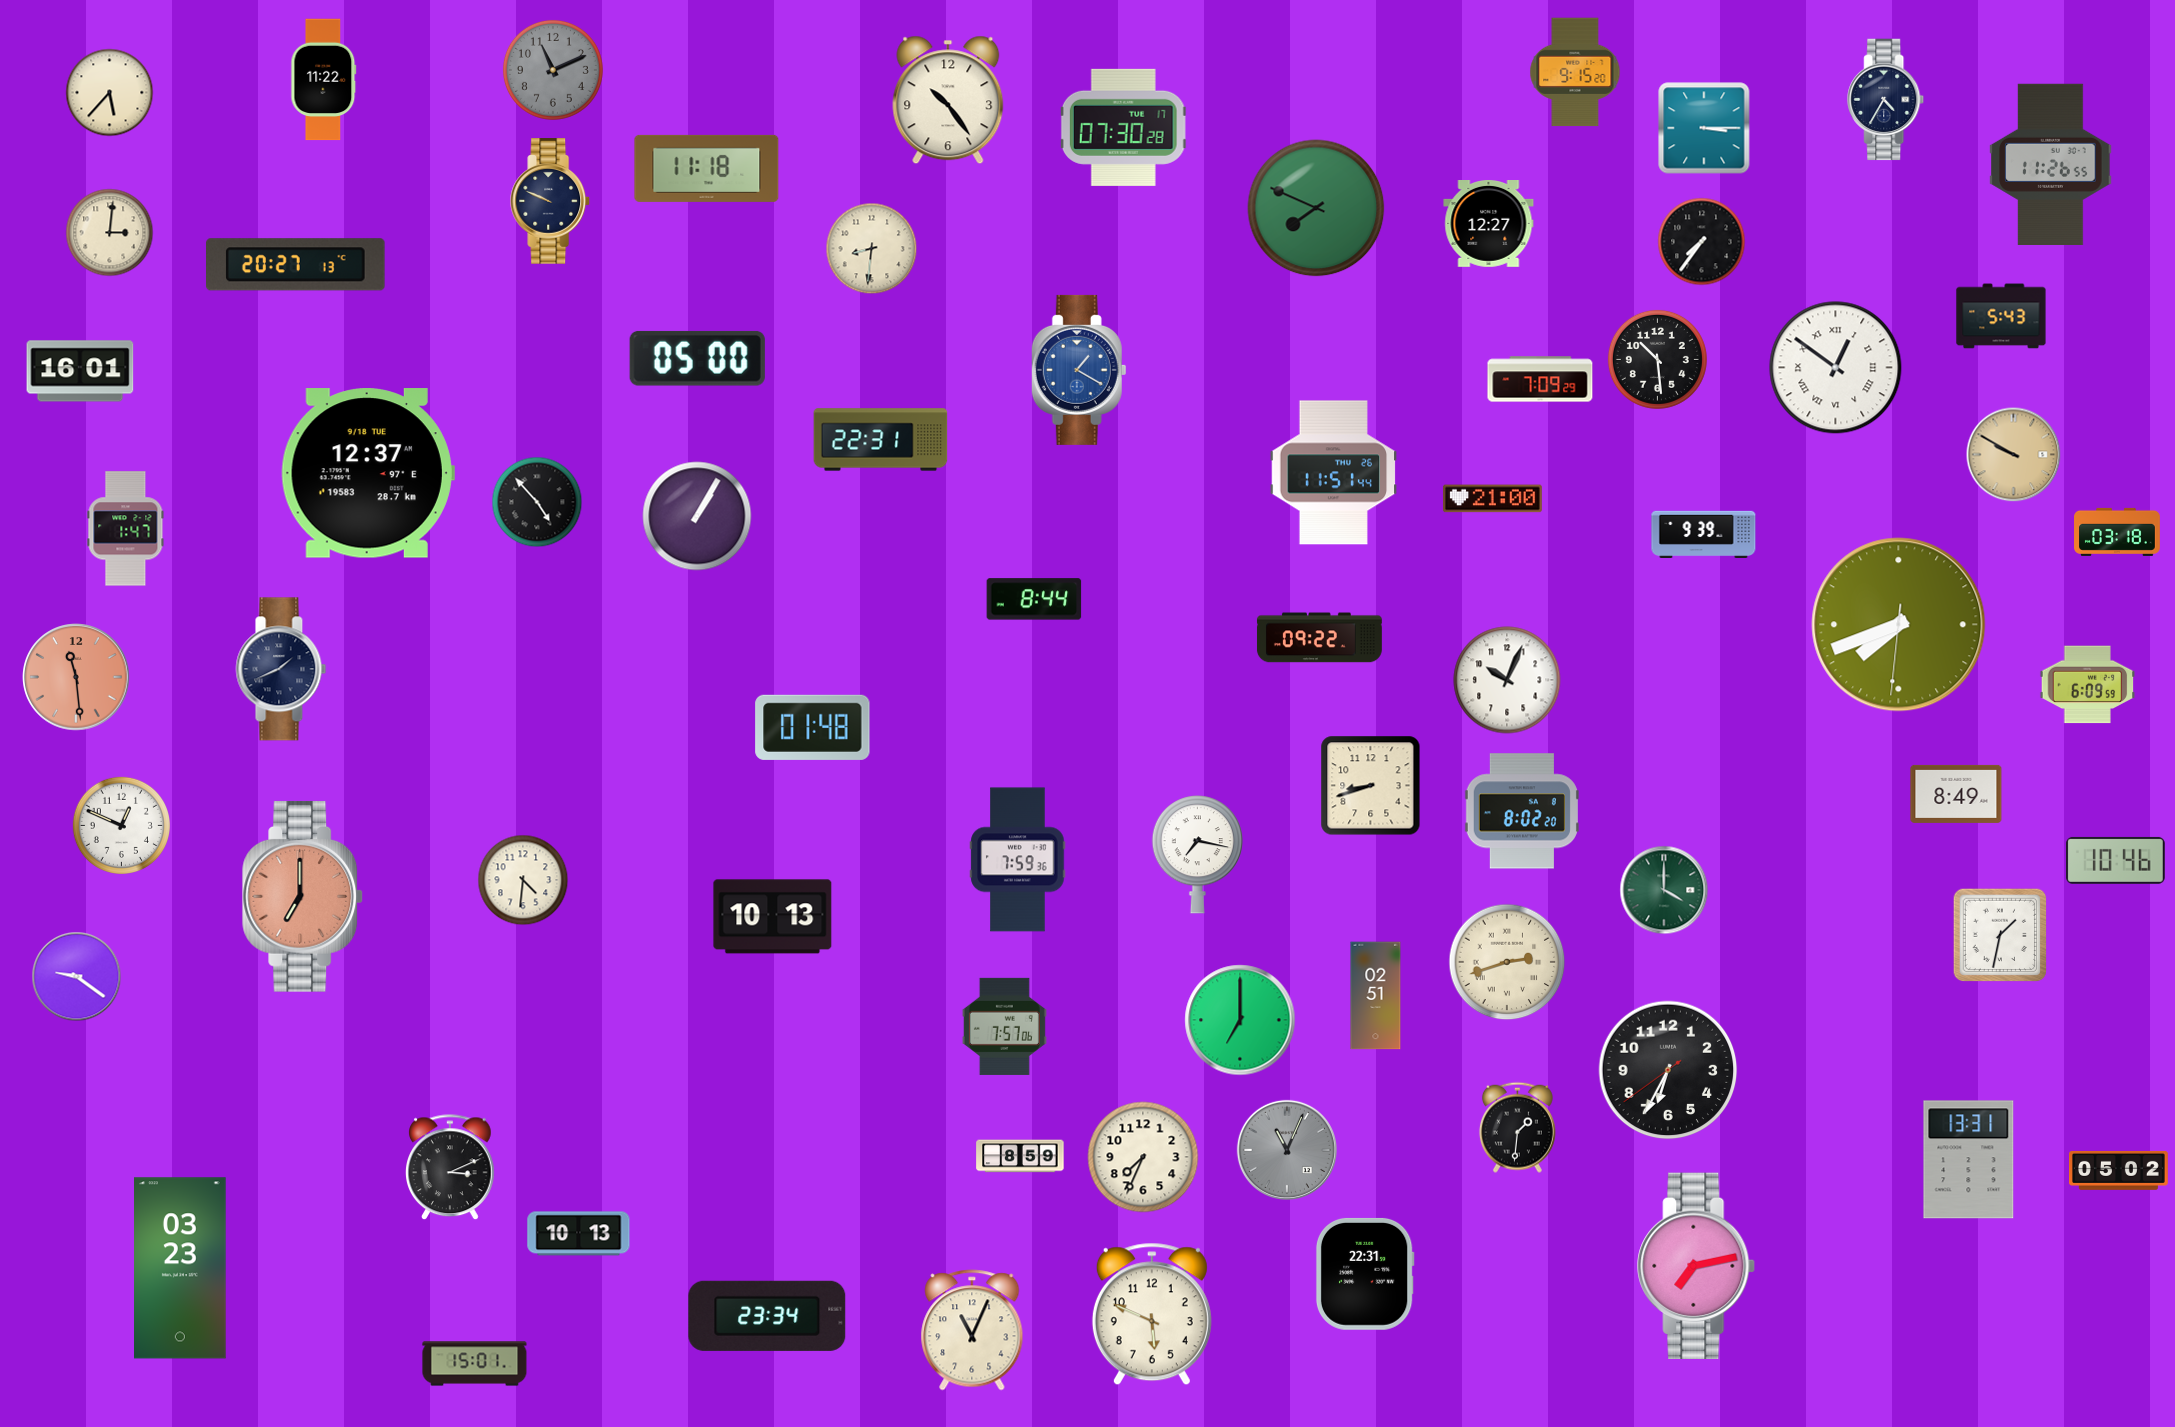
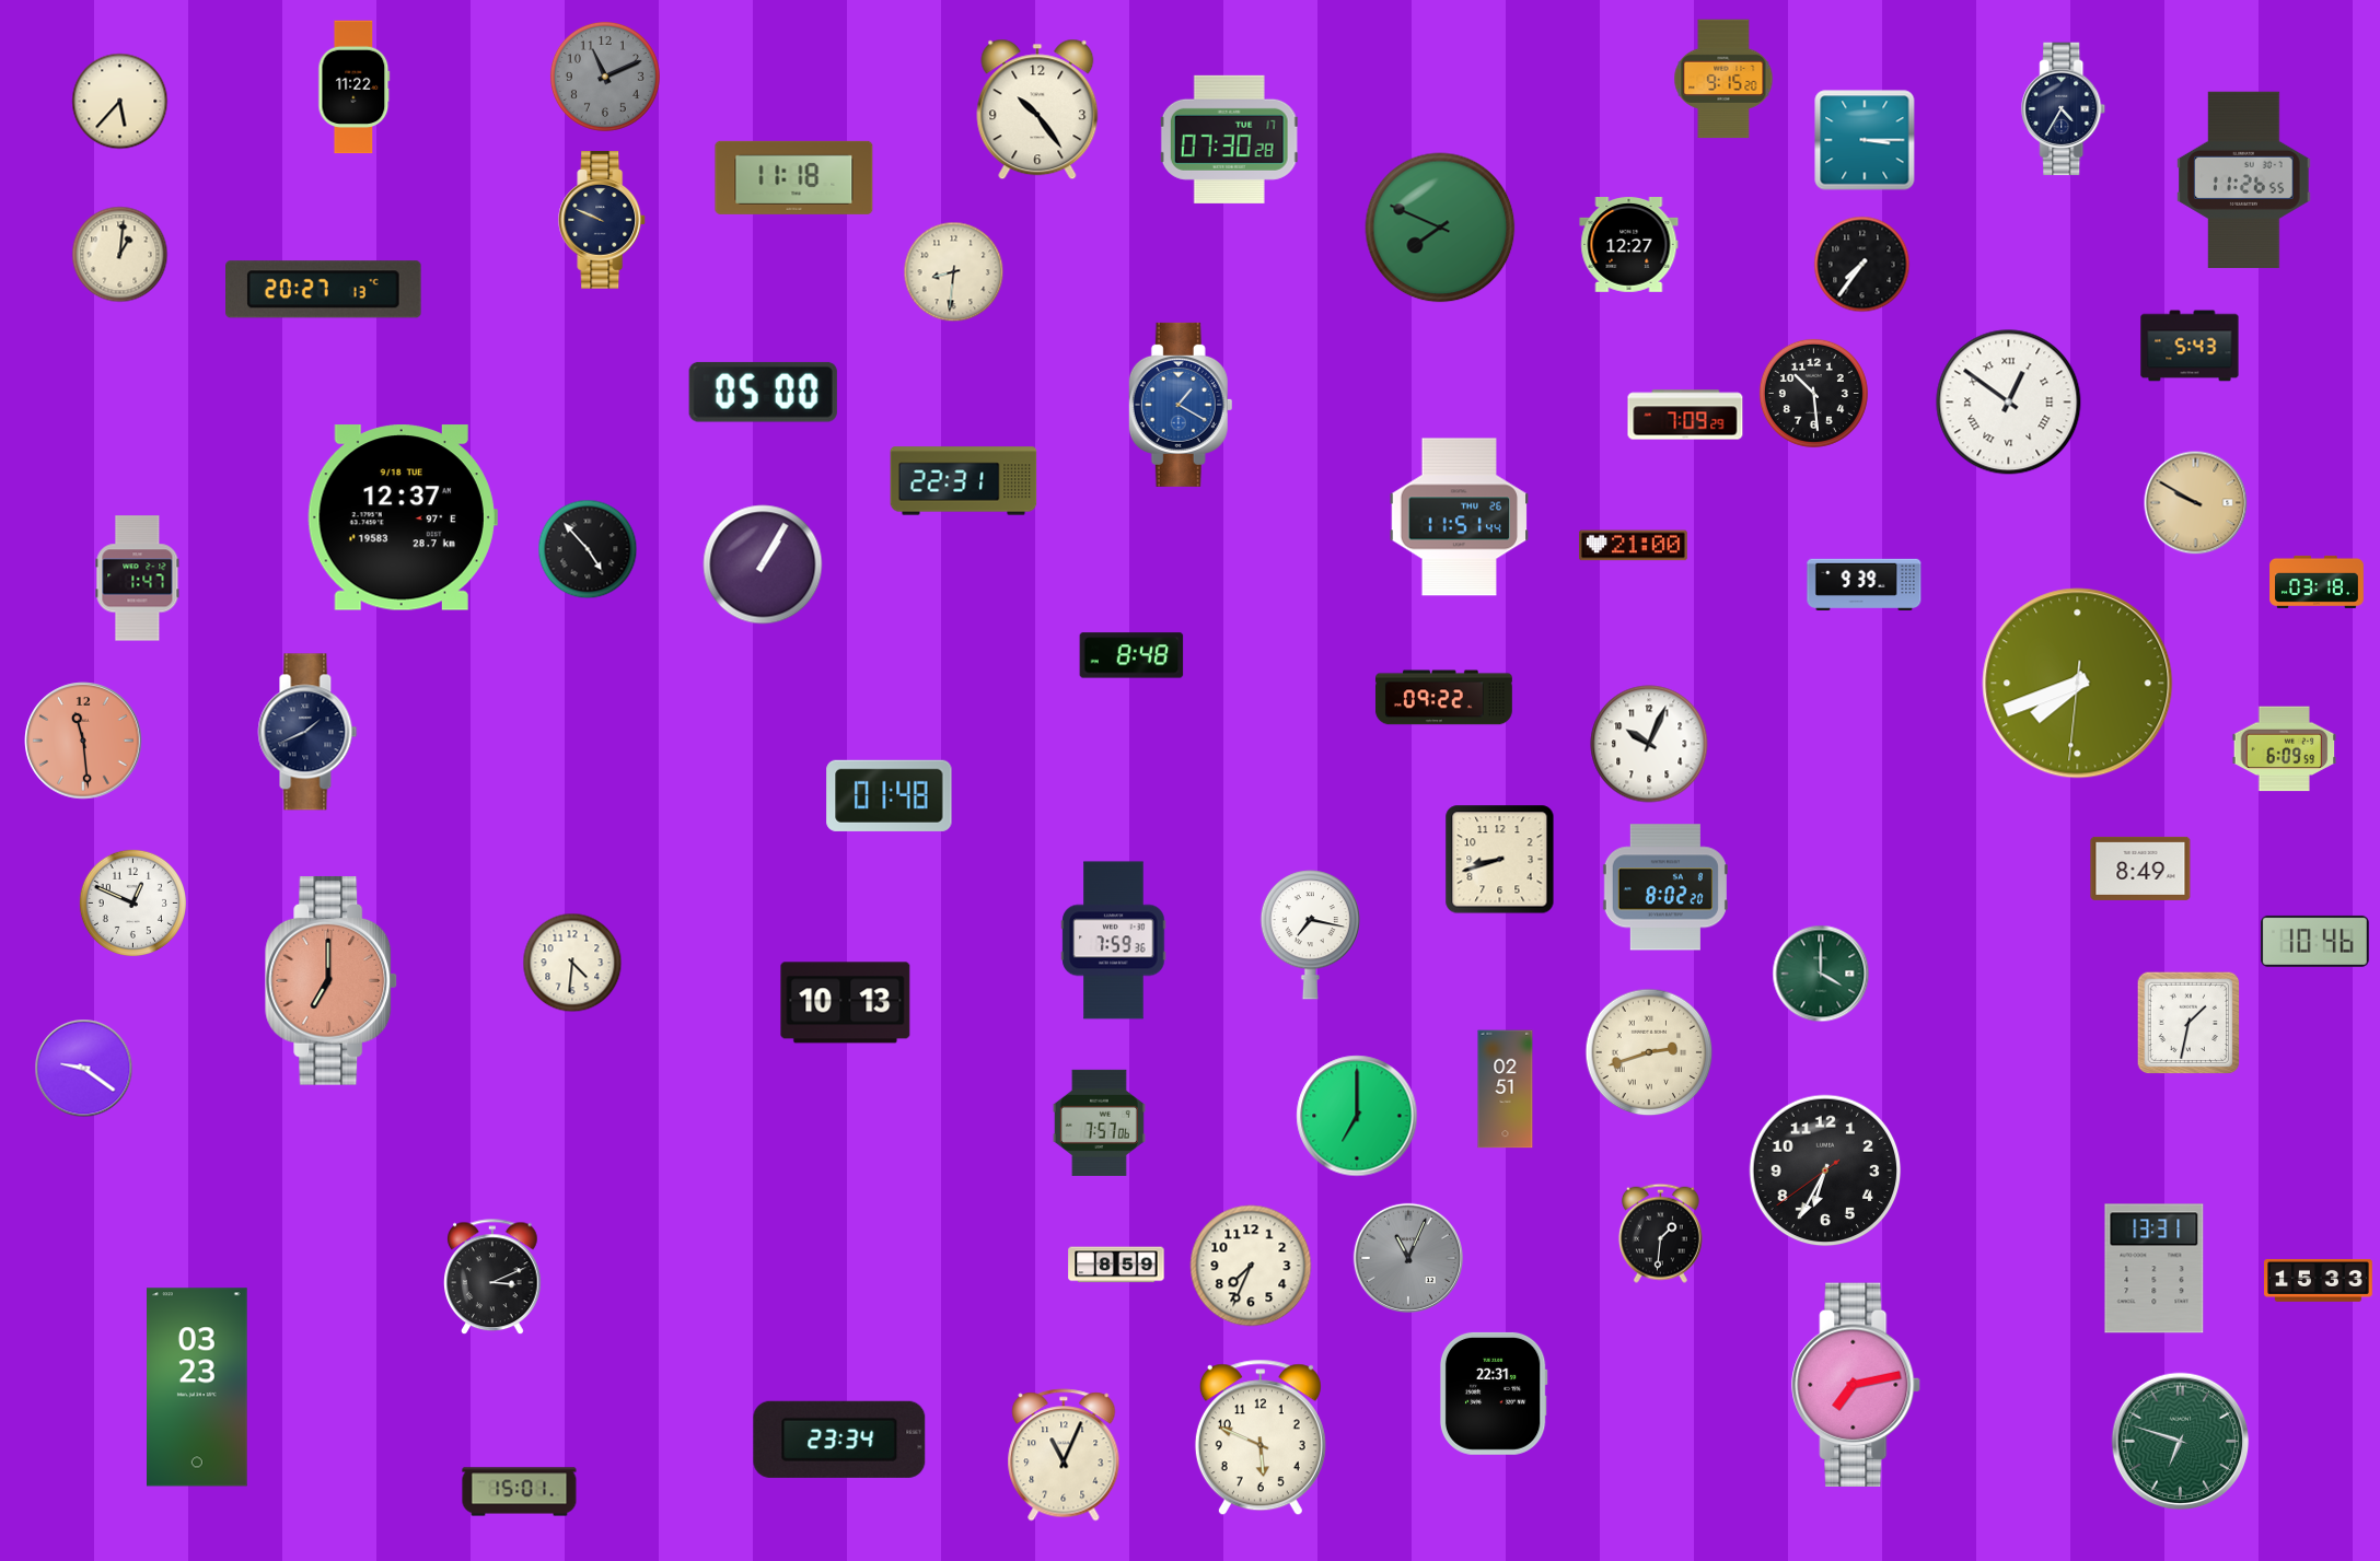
clock at (707, 168) position: (707, 168) -> (794, 177)
clock at (110, 233): 3:01 -> 1:01
clock at (80, 371): 16:01 -> none
clock at (2014, 455) position: (2014, 455) -> (2196, 503)
clock at (1034, 599): 8:44 -> 8:48
clock at (2119, 1170): 05:02 -> 15:33
clock at (579, 1234): 10:13 -> none
clock at (2181, 1442): none -> 6:48
